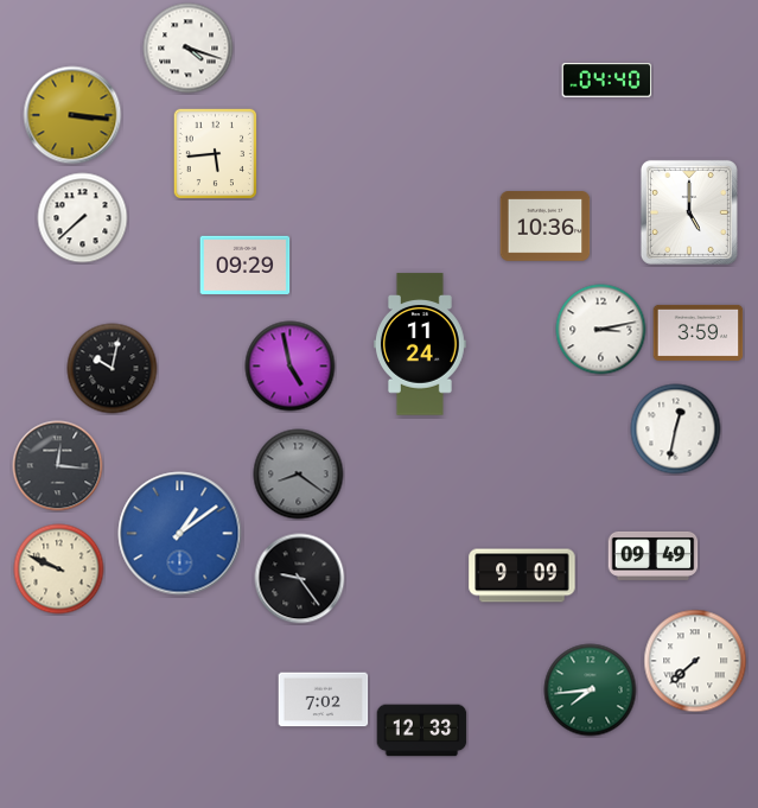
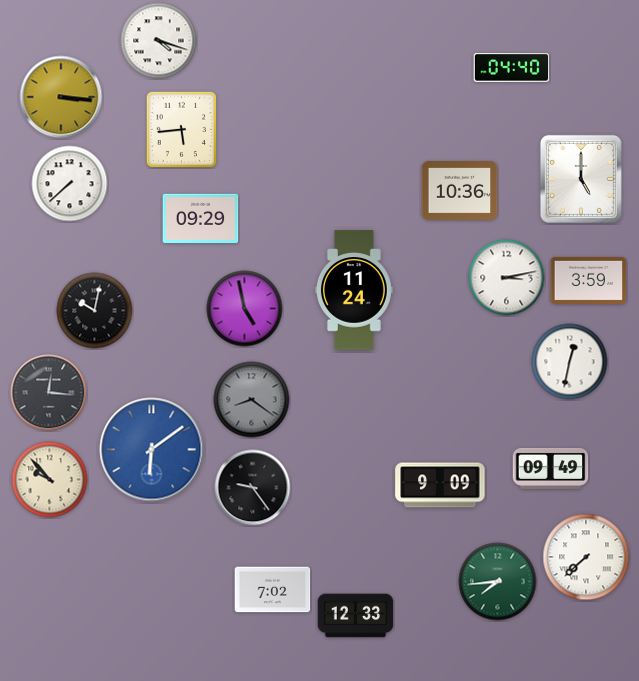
clock at (246, 266) position: (246, 266) -> (201, 219)
clock at (180, 534): 1:09 -> 6:09
clock at (59, 570): 9:49 -> 9:53
